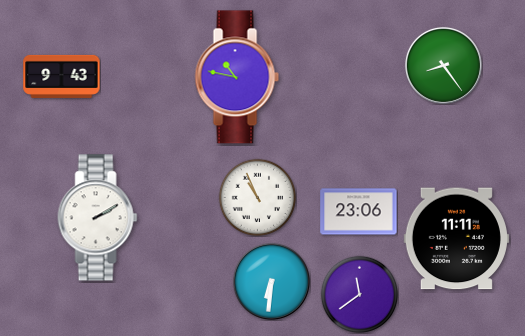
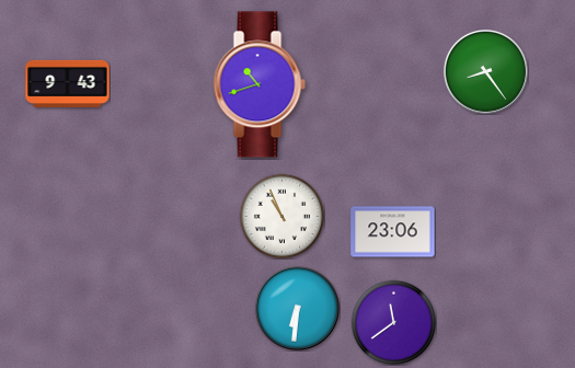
clock at (237, 77): 10:47 -> 10:42
clock at (98, 218): 2:10 -> none
clock at (456, 239): 11:11 -> none
